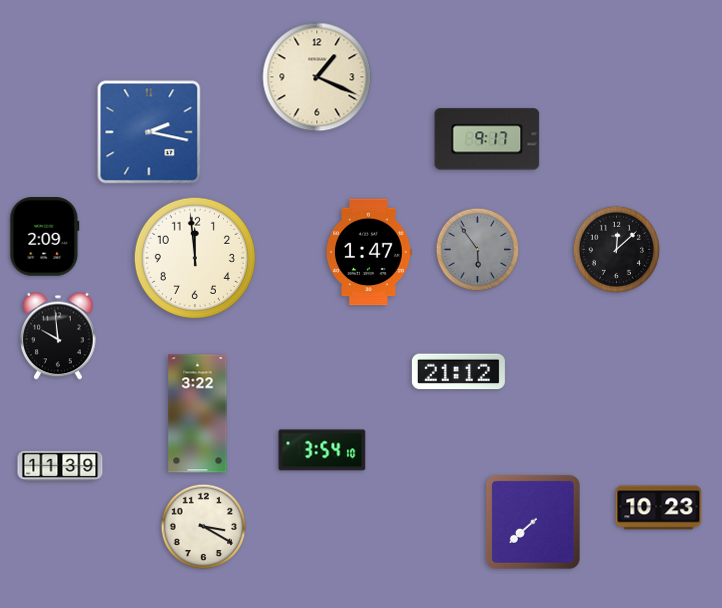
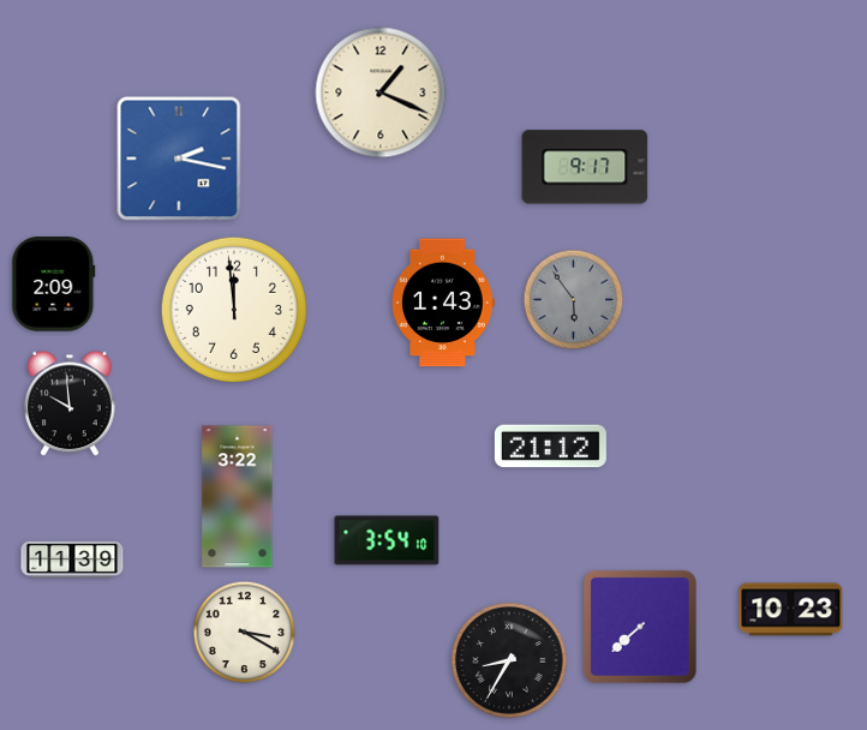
clock at (616, 249): 12:08 -> none
clock at (370, 252): 1:47 -> 1:43
clock at (509, 660): none -> 8:35
